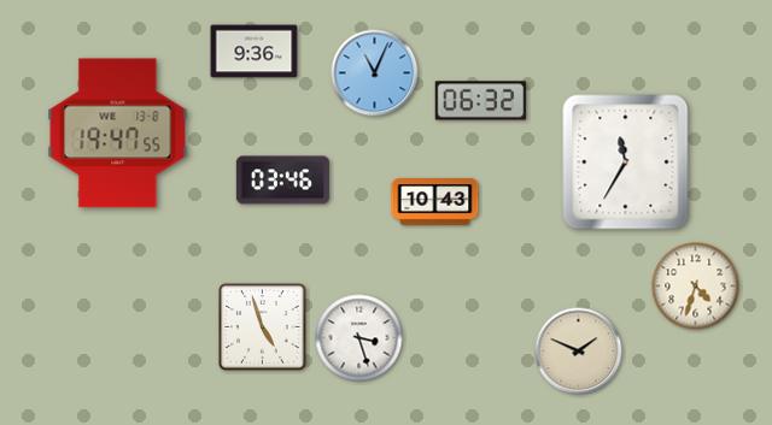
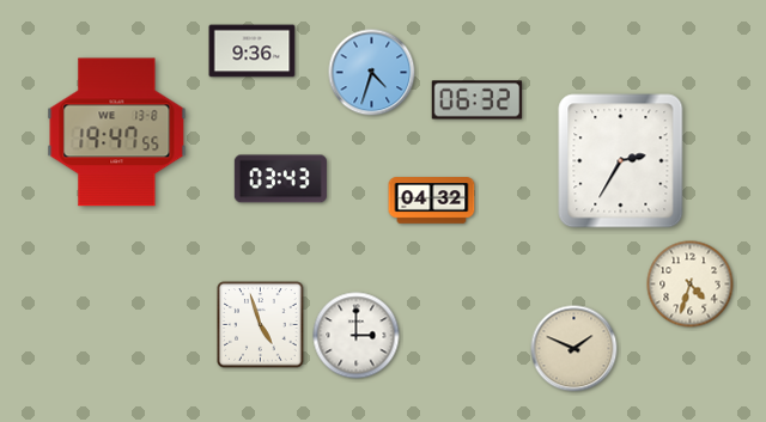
clock at (375, 73): 11:04 -> 4:33
clock at (626, 163): 11:35 -> 2:35
clock at (282, 181): 03:46 -> 03:43
clock at (435, 202): 10:43 -> 04:32
clock at (359, 338): 3:27 -> 3:00
